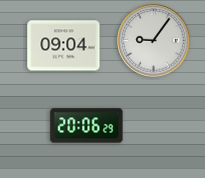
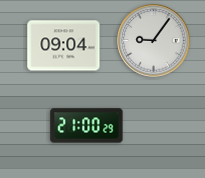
clock at (87, 126): 20:06 -> 21:00
